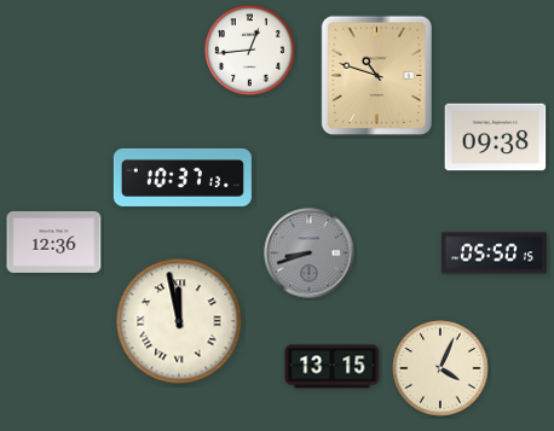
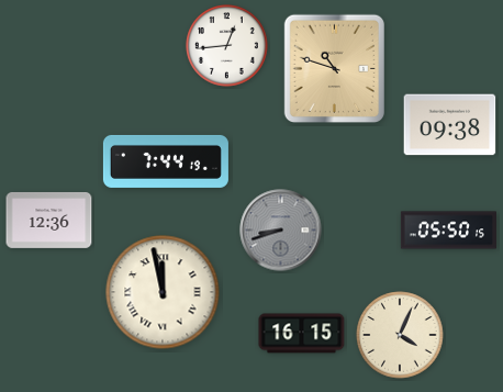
clock at (376, 75) position: (376, 75) -> (334, 68)
clock at (183, 177): 10:37 -> 7:44
clock at (333, 367): 13:15 -> 16:15
